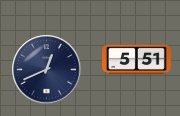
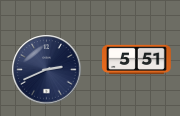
clock at (47, 70): 12:41 -> 2:41
